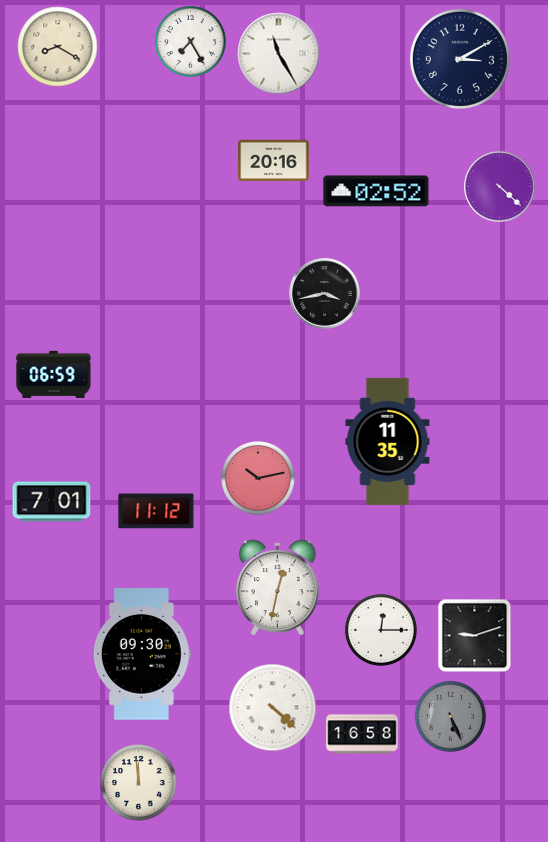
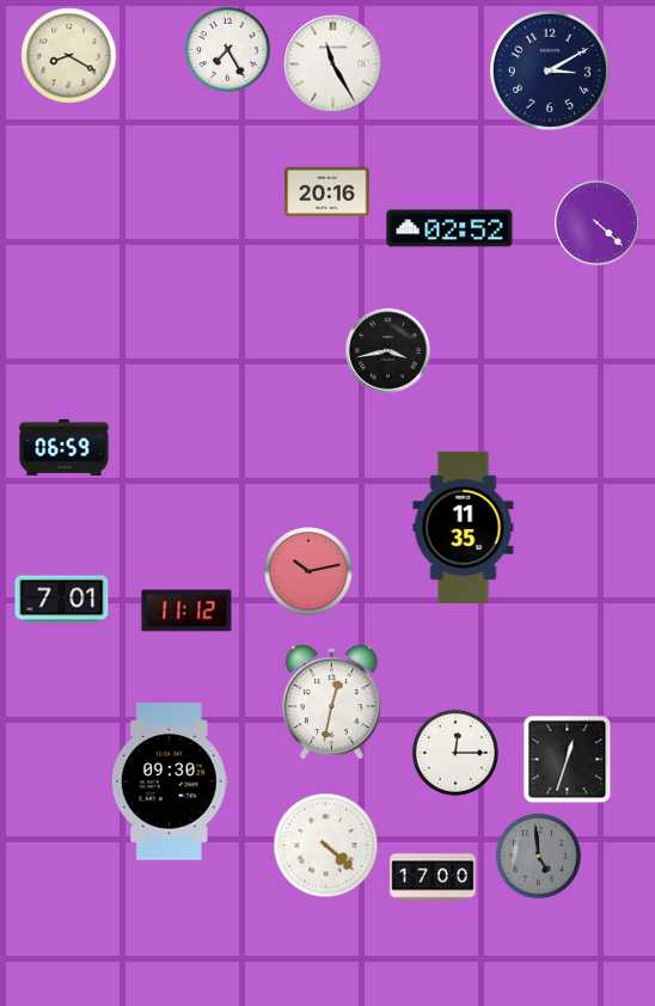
clock at (475, 636): 9:12 -> 12:33
clock at (450, 716): 5:26 -> 4:59
clock at (362, 734): 16:58 -> 17:00
clock at (139, 783): 11:59 -> none
